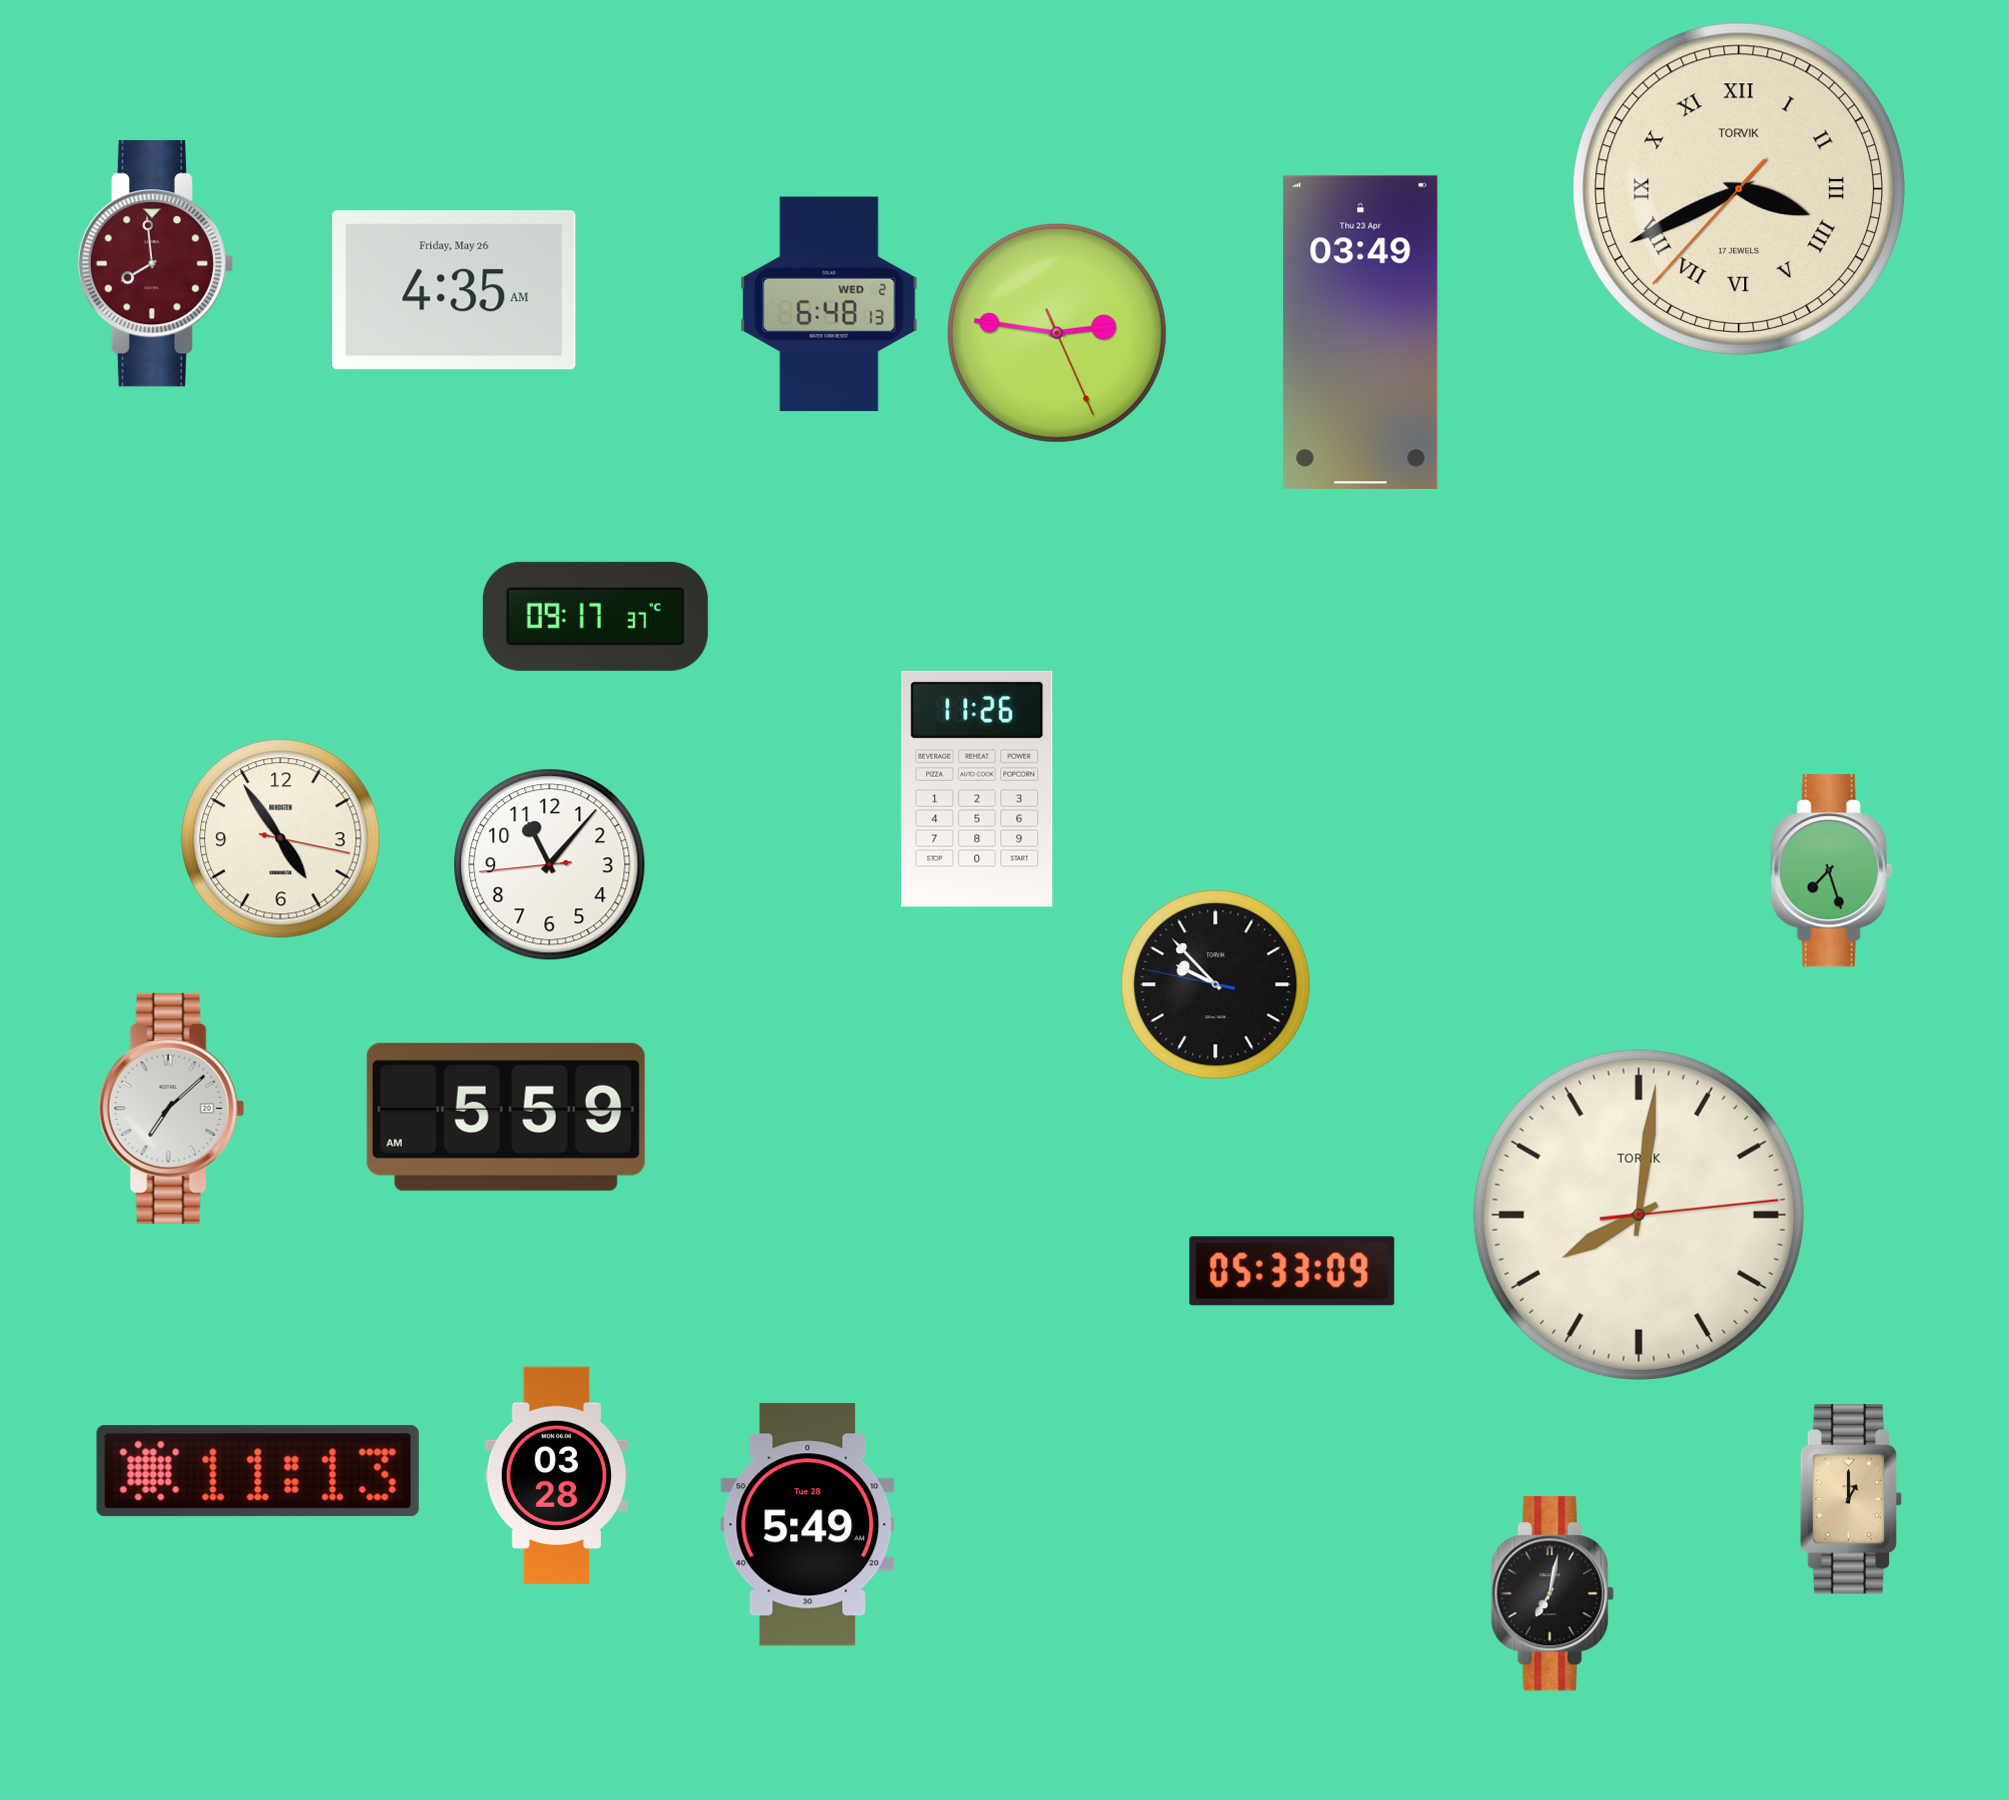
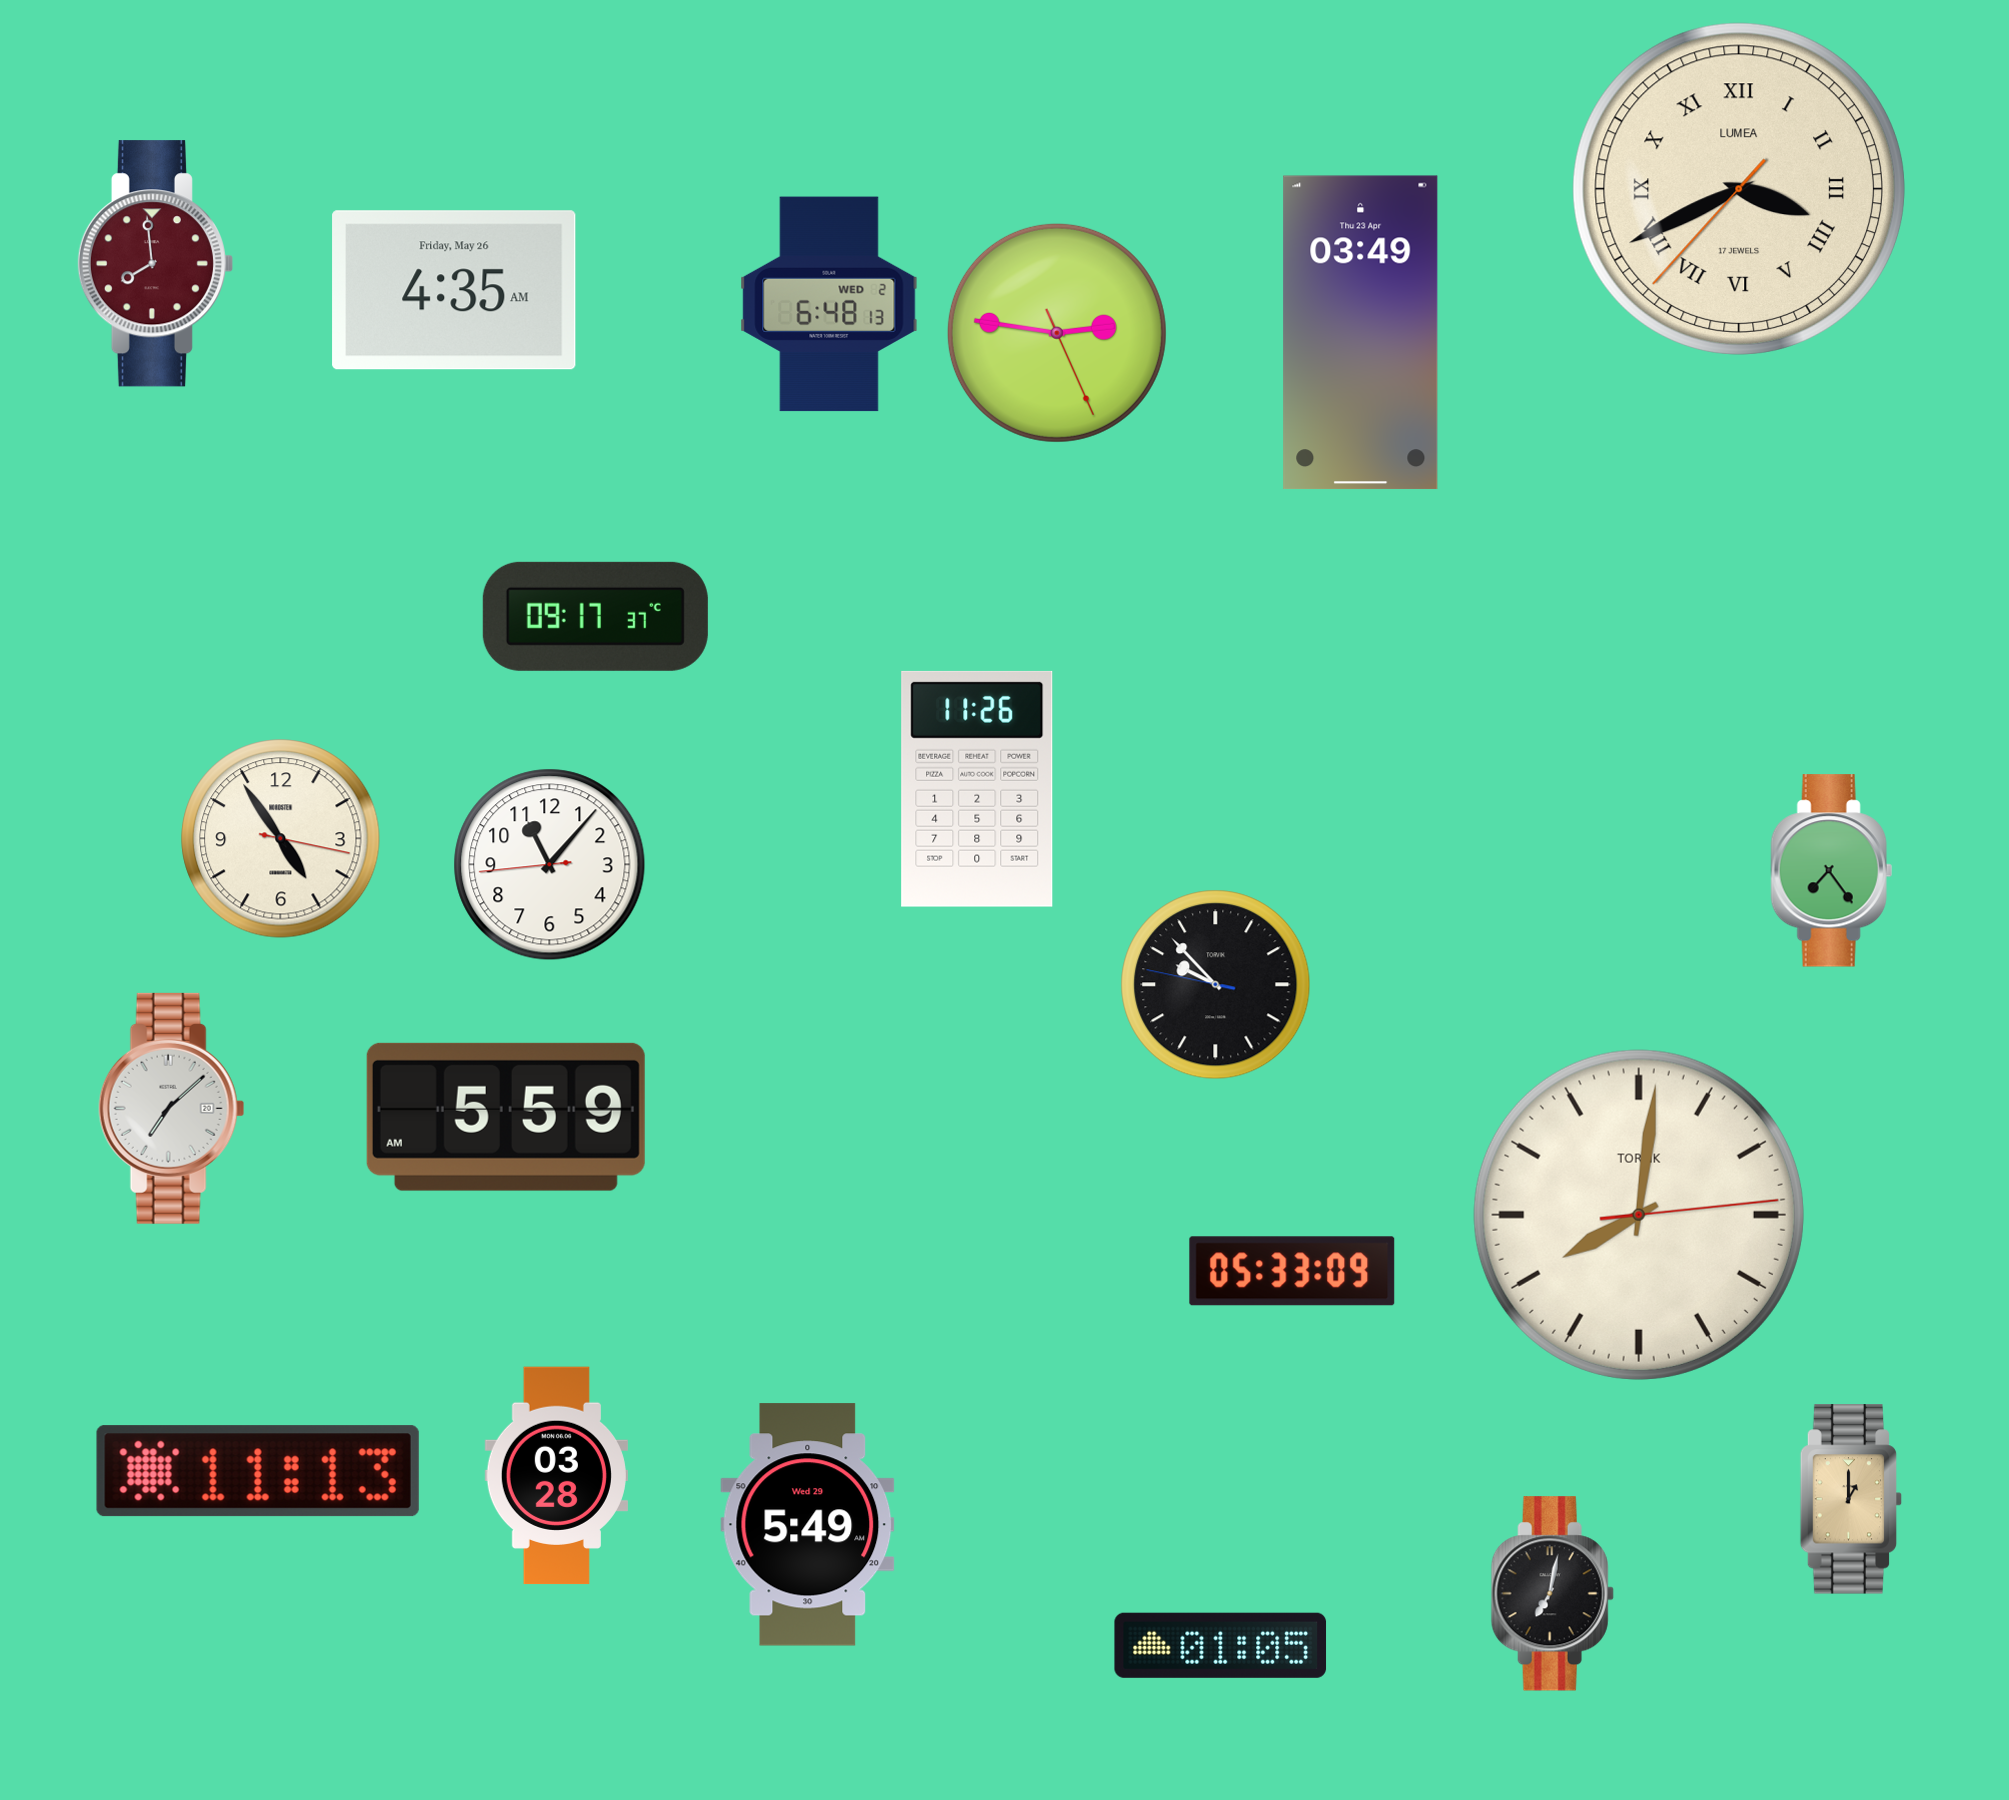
clock at (1739, 189) brand: TORVIK -> LUMEA
clock at (1831, 871): 7:27 -> 7:24
clock at (808, 1525) date: Tue 28 -> Wed 29
clock at (1221, 1645): none -> 01:05
